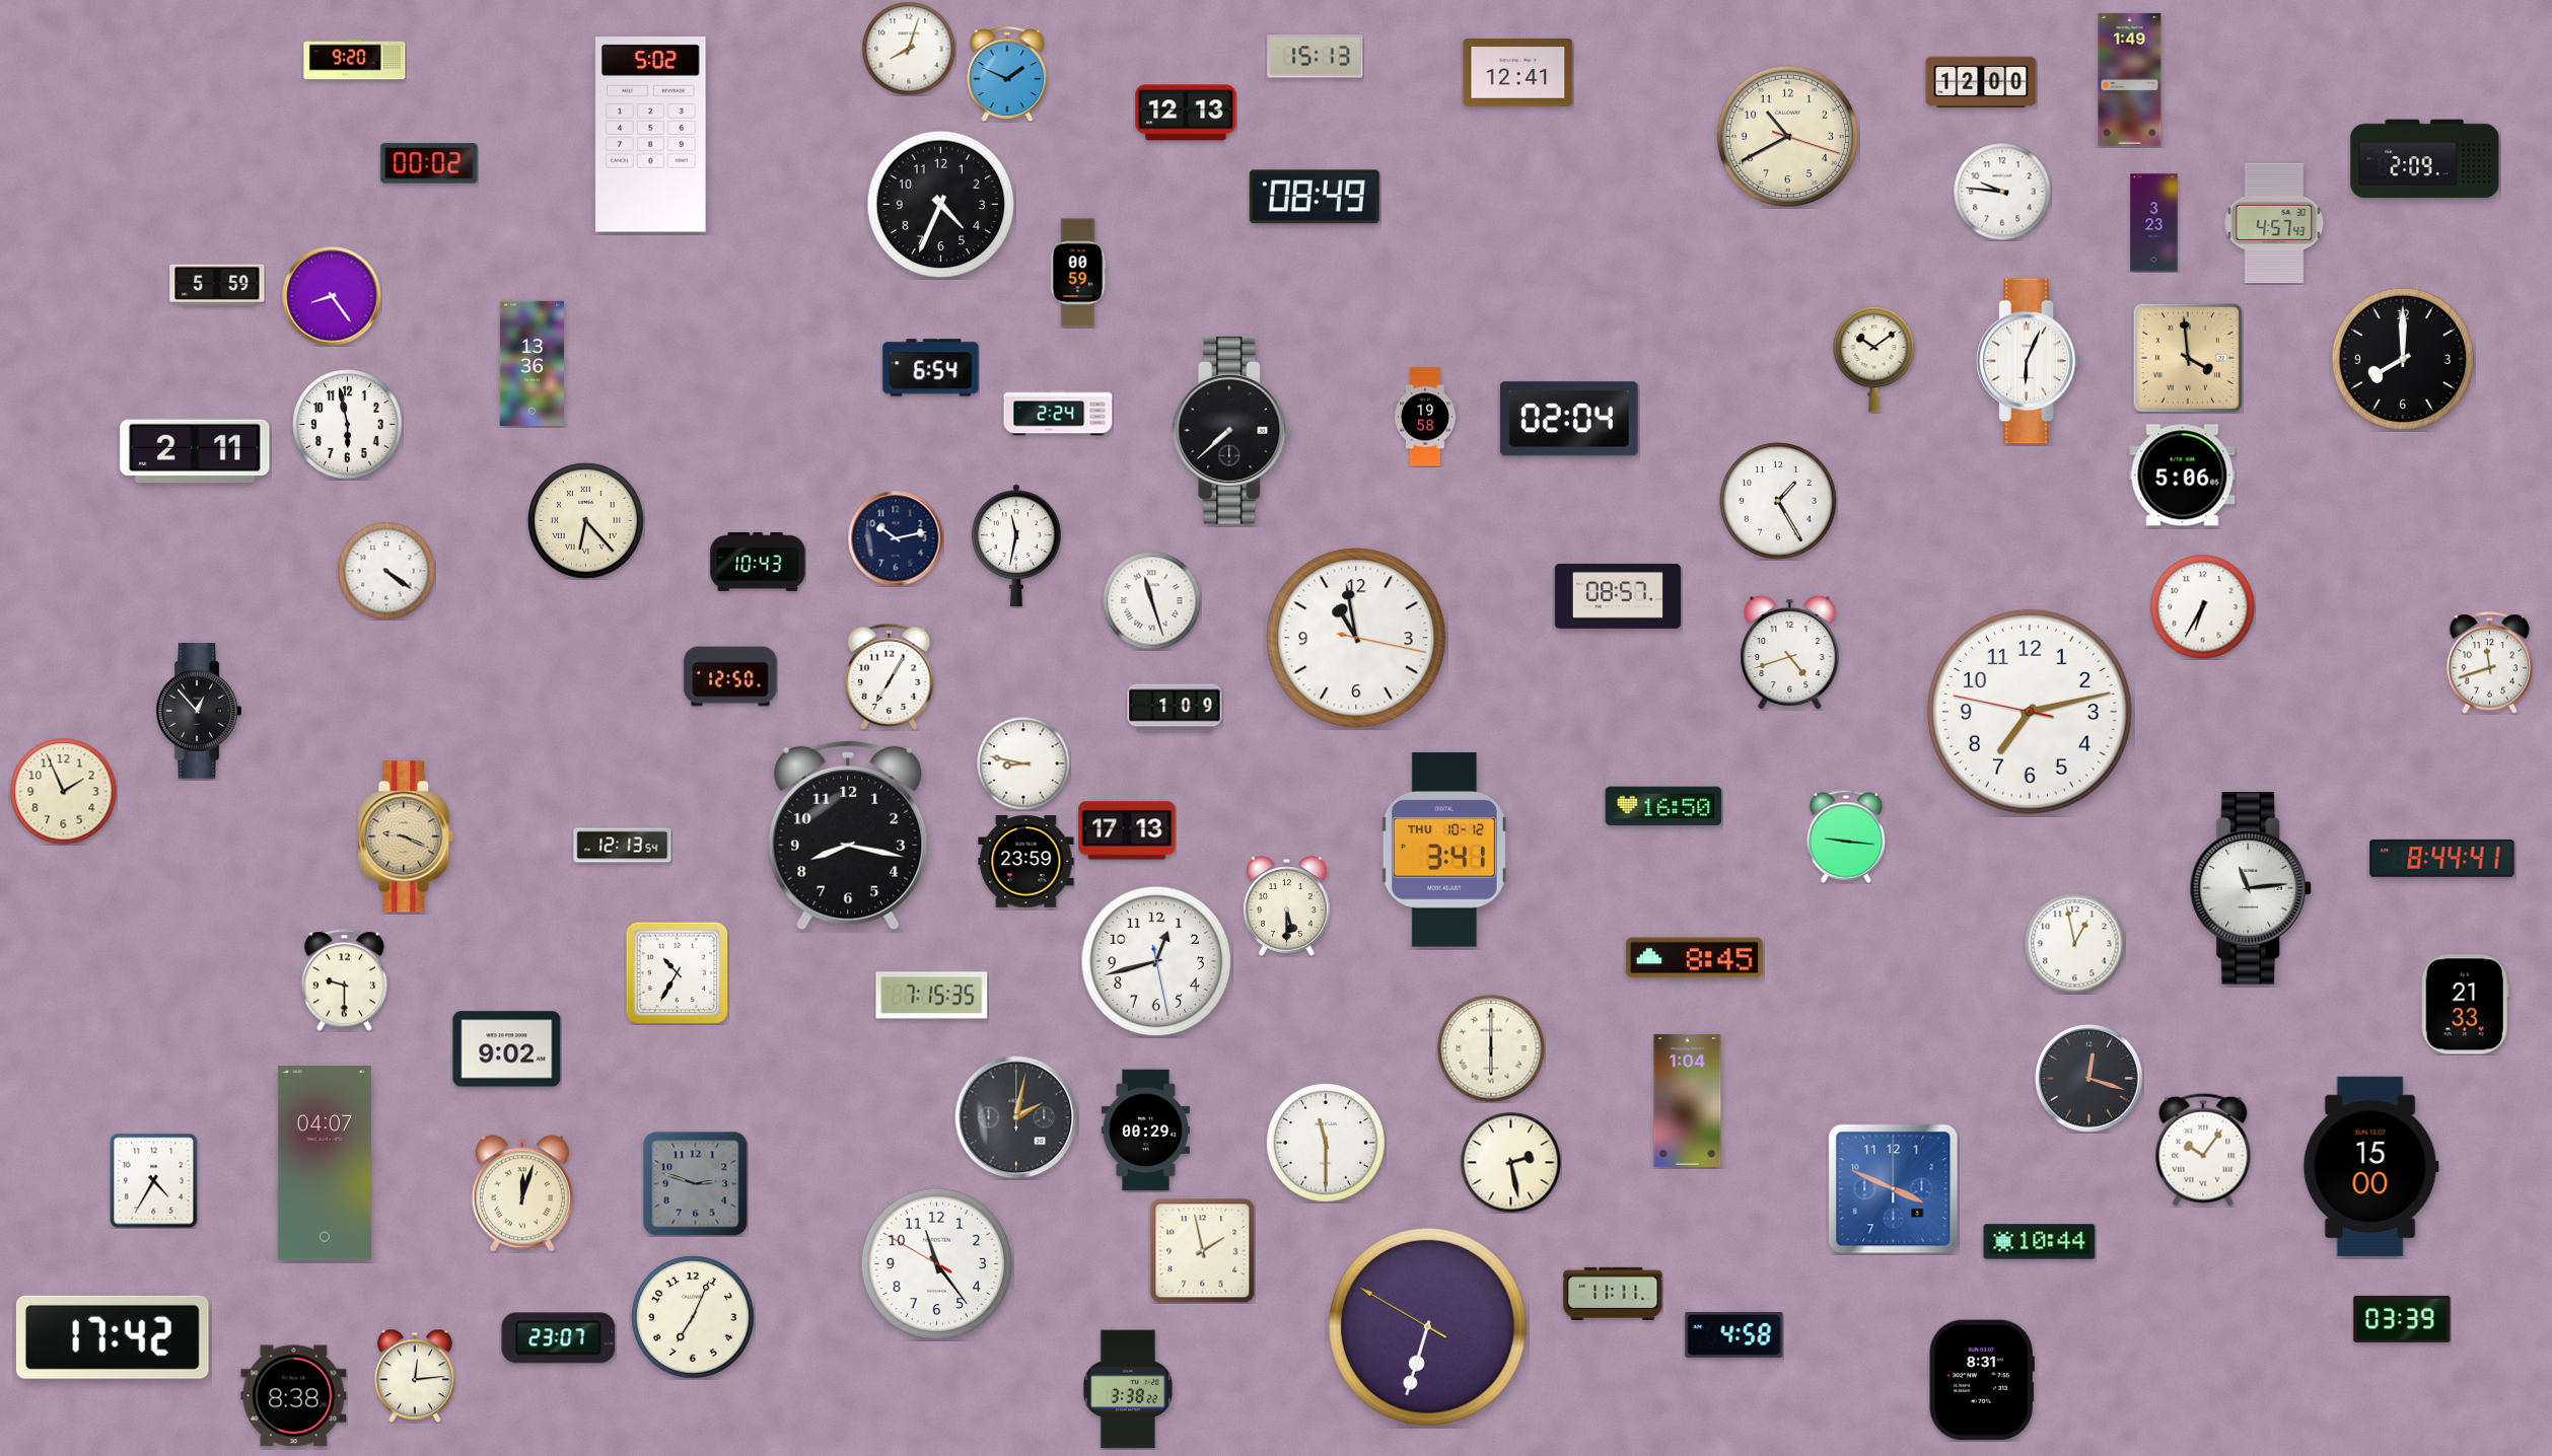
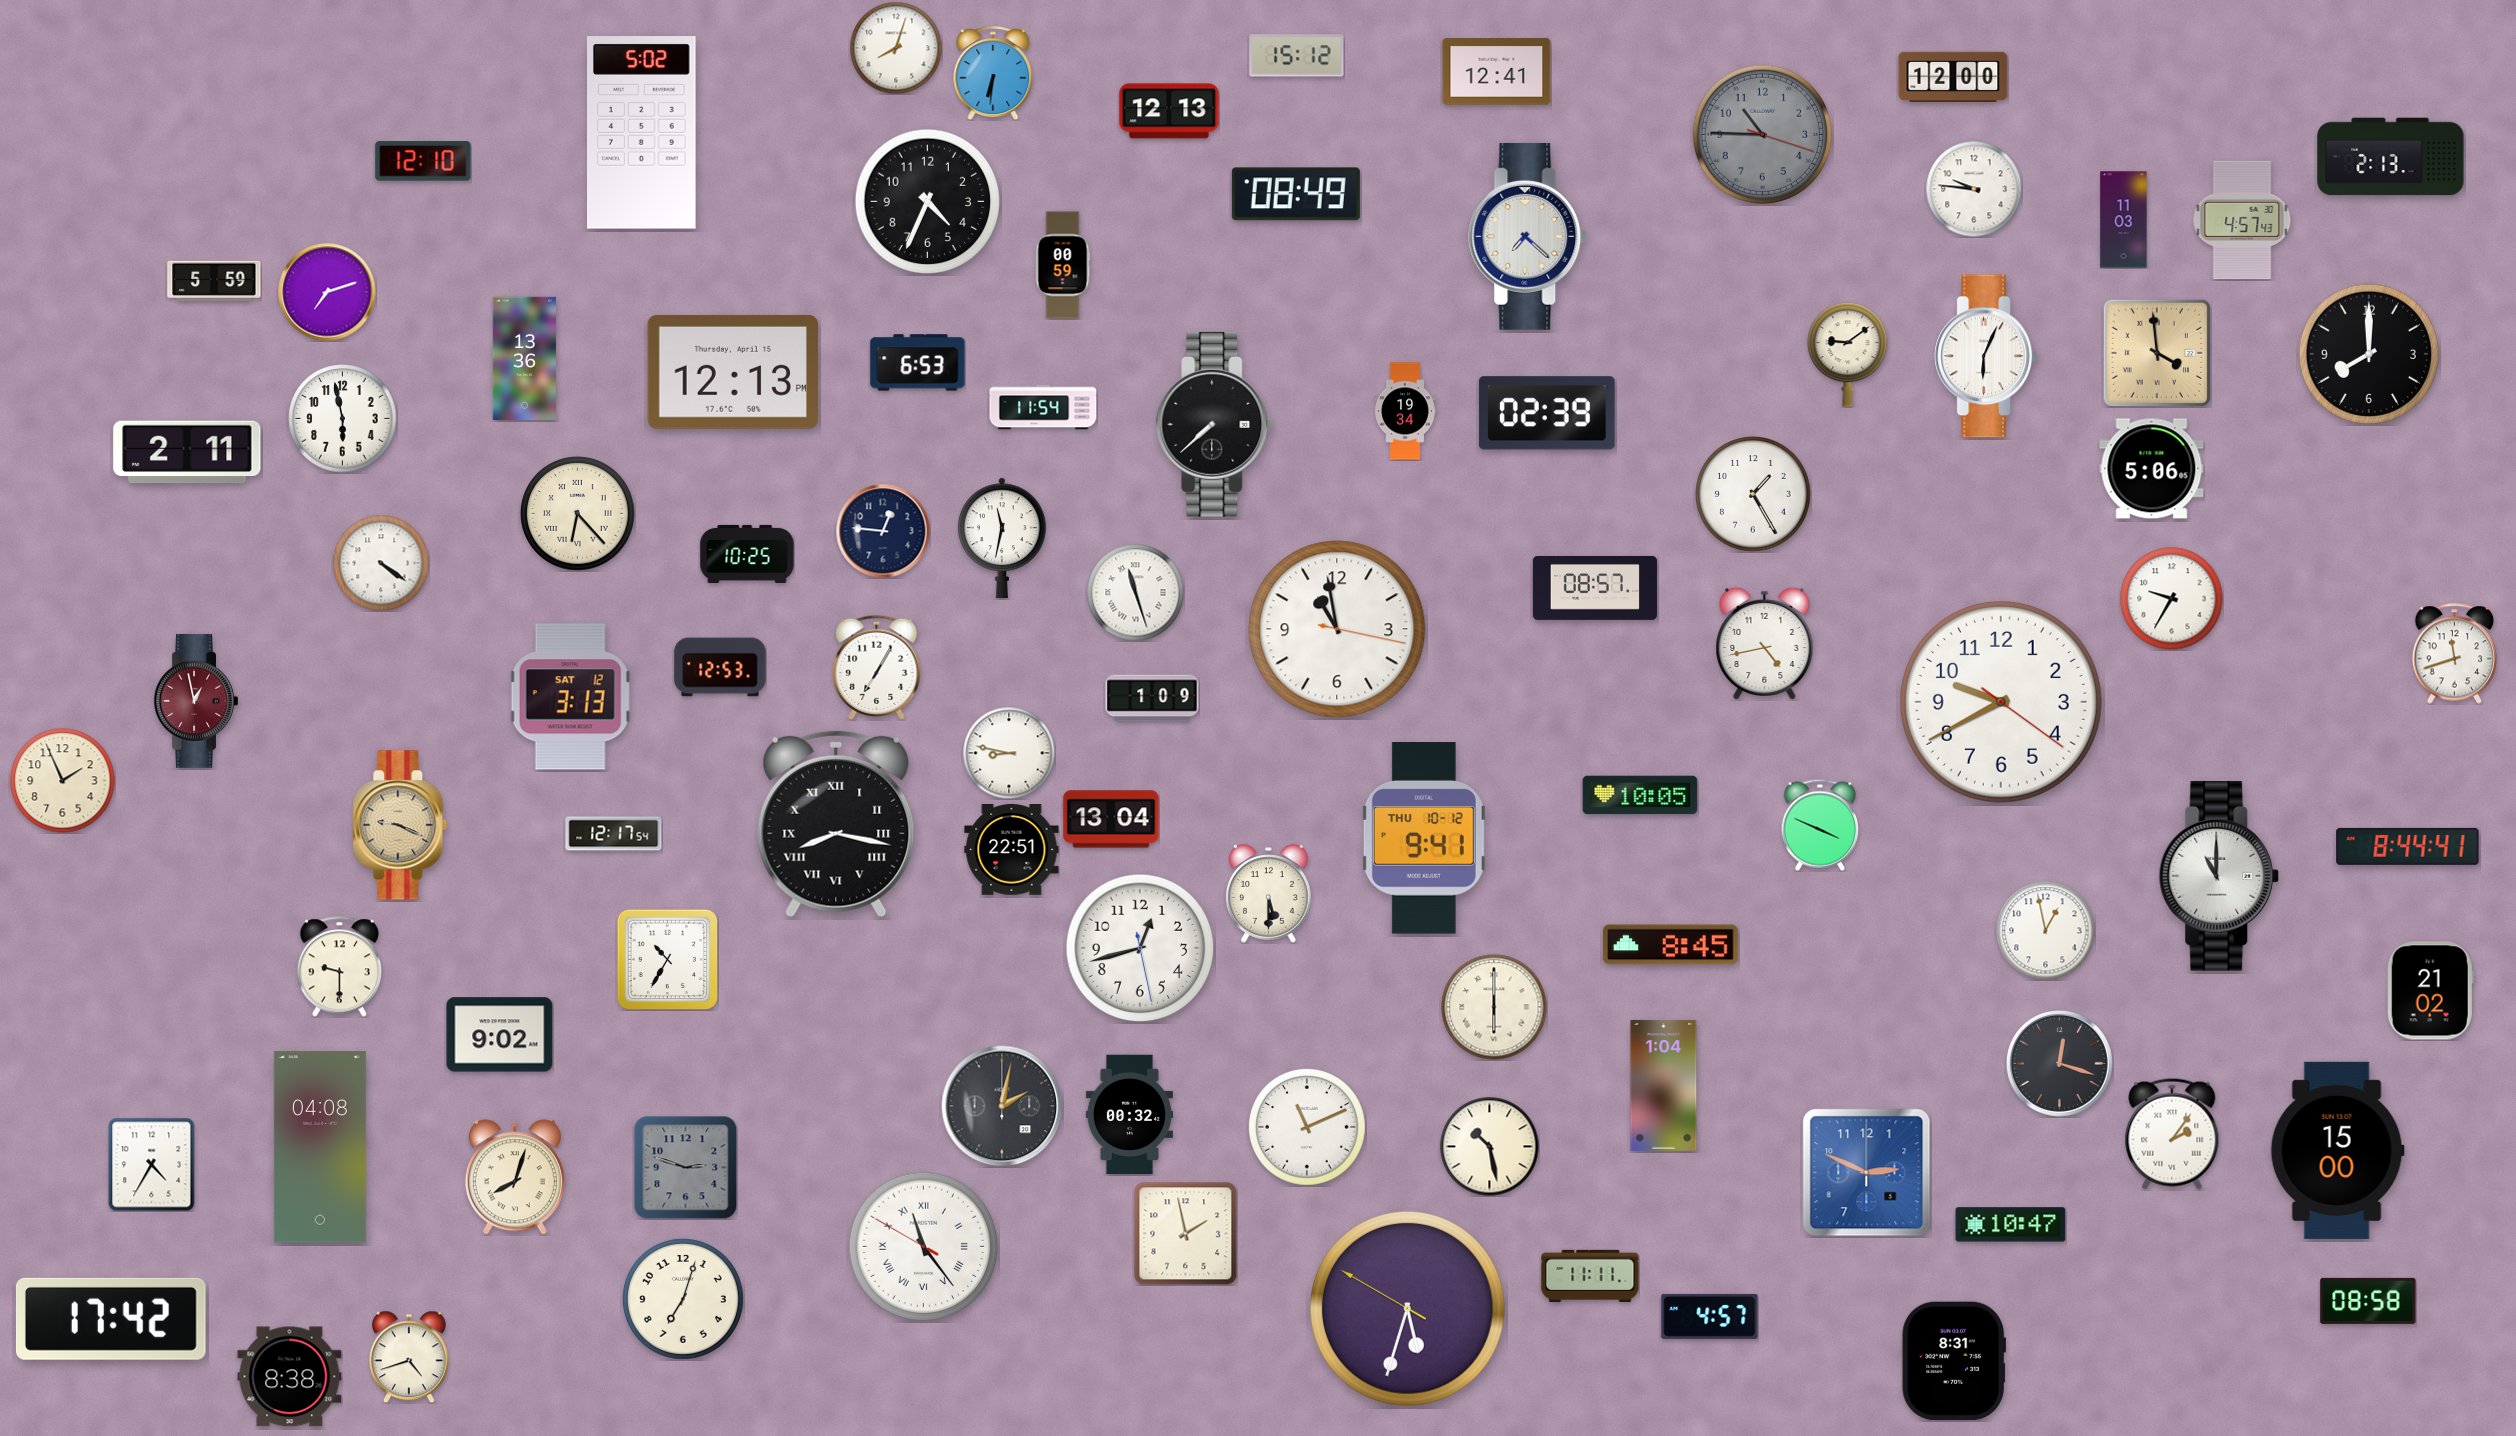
clock at (1316, 57): 15:13 -> 15:12
clock at (355, 60): 9:20 -> none
clock at (1007, 74): 1:49 -> 6:31
clock at (2130, 79): 1:49 -> none
clock at (1981, 81) position: (1981, 81) -> (1953, 76)
clock at (1787, 136): 10:40 -> 10:45
clock at (1787, 136) dial: cream -> grey
clock at (2425, 159): 2:09 -> 2:13
clock at (429, 163): 00:02 -> 12:10
clock at (2154, 223): 3:23 -> 11:03
clock at (1528, 236): none -> 7:22
clock at (1078, 273) position: (1078, 273) -> (1063, 265)
clock at (332, 296): 8:24 -> 7:12
clock at (1874, 359): 10:09 -> 9:09
clock at (2028, 361) position: (2028, 361) -> (1985, 356)
clock at (931, 368): 6:54 -> 6:53
clock at (732, 372): none -> 12:13
clock at (1058, 413): 2:24 -> 11:54
clock at (1425, 417): 19:58 -> 19:34
clock at (1569, 419): 02:04 -> 02:39
clock at (195, 451) position: (195, 451) -> (187, 452)
clock at (896, 538): 10:13 -> 12:46
clock at (758, 562): 10:43 -> 10:25
clock at (2203, 607): 6:35 -> 9:35
clock at (1790, 652): 4:42 -> 4:43
clock at (730, 676): 12:50 -> 12:53
clock at (570, 697): none -> 3:13
clock at (1175, 708) position: (1175, 708) -> (1152, 698)
clock at (199, 711): 12:53 -> 12:58
clock at (199, 711) dial: black -> burgundy
clock at (2030, 712): 7:12 -> 9:40
clock at (1663, 806): 16:50 -> 10:05
clock at (1127, 830): 17:13 -> 13:04
clock at (848, 835) numerals: Arabic -> Roman
clock at (1846, 836): 9:16 -> 3:49
clock at (623, 846): 12:13 -> 12:17
clock at (1444, 850): 3:41 -> 9:41
clock at (1026, 862): 23:59 -> 22:51
clock at (2251, 889): 11:14 -> 11:00
clock at (932, 996): 7:15 -> none
clock at (2465, 1005): 21:33 -> 21:02
clock at (1491, 1048) position: (1491, 1048) -> (1494, 1007)
clock at (1016, 1117) position: (1016, 1117) -> (1002, 1106)
clock at (1145, 1131): 00:29 -> 00:32
clock at (1327, 1144): 11:30 -> 11:11
clock at (2203, 1150): 10:06 -> 2:06
clock at (325, 1163): 04:07 -> 04:08
clock at (1511, 1163): 2:28 -> 10:28
clock at (1894, 1189): 3:49 -> 2:49
clock at (522, 1193): 12:03 -> 8:03
clock at (2040, 1242): 10:44 -> 10:47
clock at (937, 1264) numerals: Arabic -> Roman
clock at (693, 1317): 7:04 -> 7:03
clock at (2402, 1319): 03:39 -> 08:58
clock at (1428, 1327): 6:32 -> 5:32
clock at (1734, 1334): 4:58 -> 4:57
clock at (559, 1338): 23:07 -> none
clock at (415, 1376): 12:14 -> 4:42
clock at (1128, 1389): 3:38 -> none
